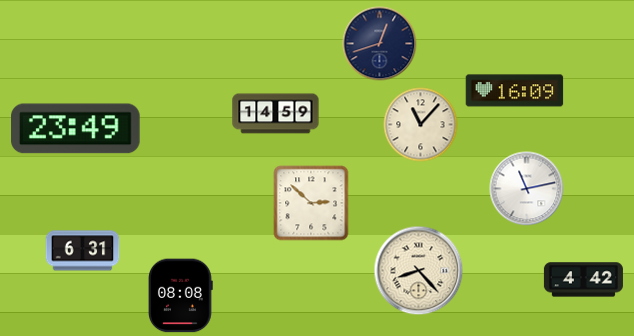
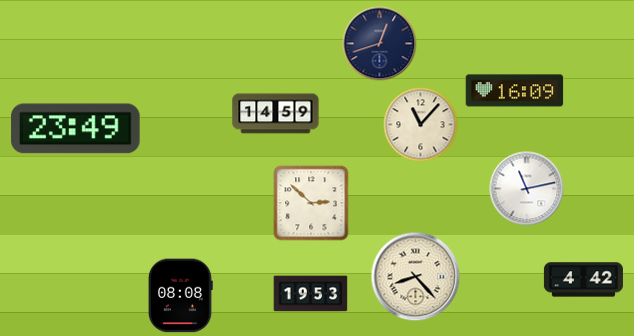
clock at (83, 251): 6:31 -> none
clock at (419, 271) position: (419, 271) -> (416, 277)
clock at (311, 294): none -> 19:53
